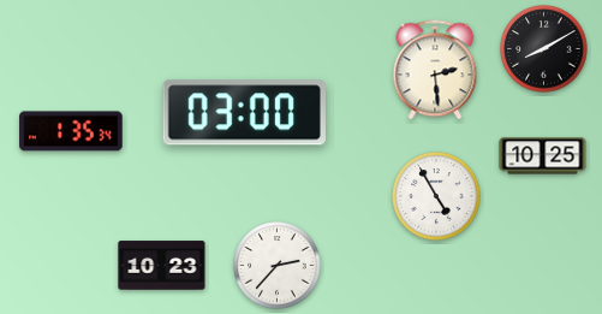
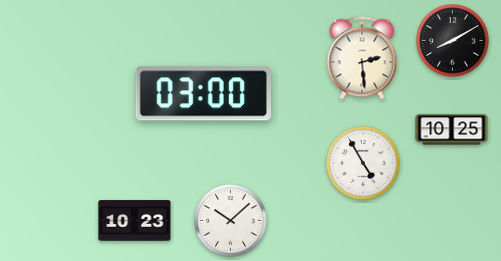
clock at (71, 131): 1:35 -> none
clock at (278, 266): 2:37 -> 10:08
